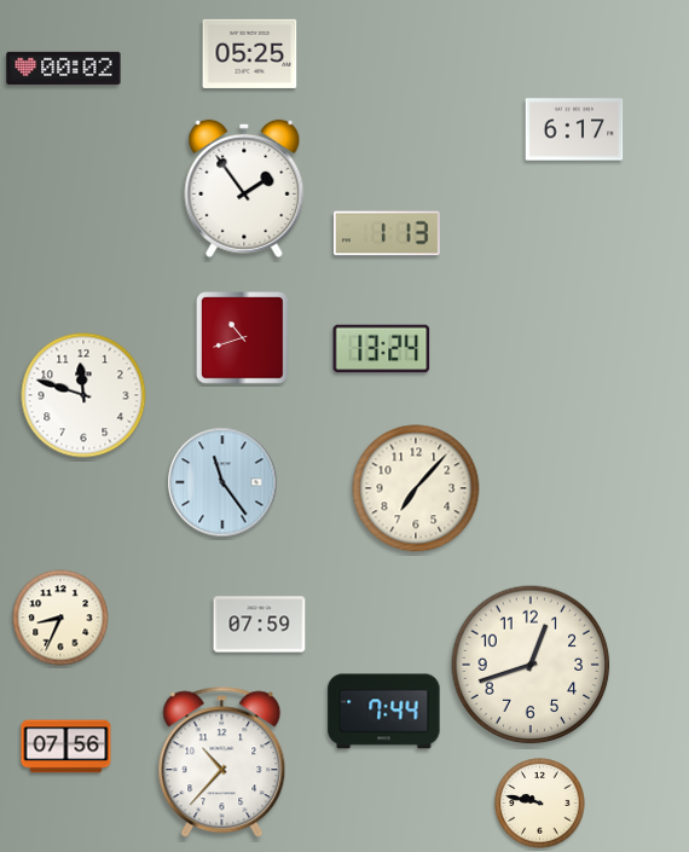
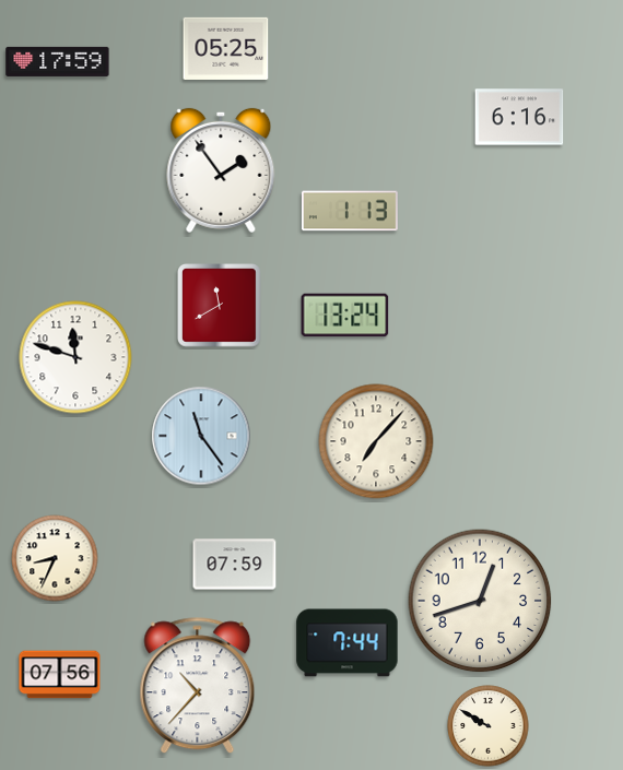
clock at (64, 68): 00:02 -> 17:59
clock at (574, 129): 6:17 -> 6:16
clock at (243, 338): 10:42 -> 11:40
clock at (222, 763) position: (222, 763) -> (198, 686)
clock at (540, 804): 9:47 -> 9:50
